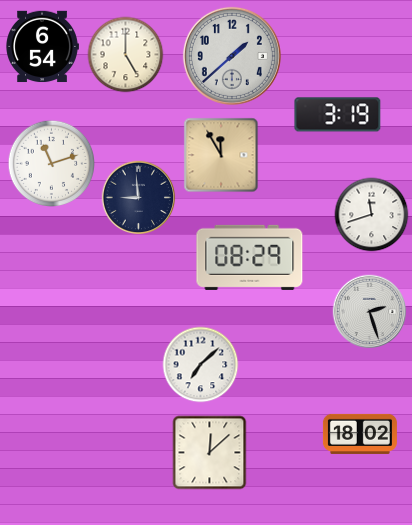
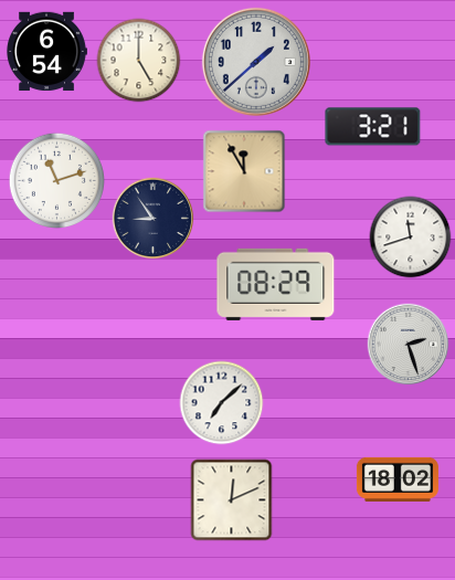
clock at (338, 115): 3:19 -> 3:21
clock at (139, 198): 8:59 -> 8:54
clock at (210, 453): 12:08 -> 12:11
